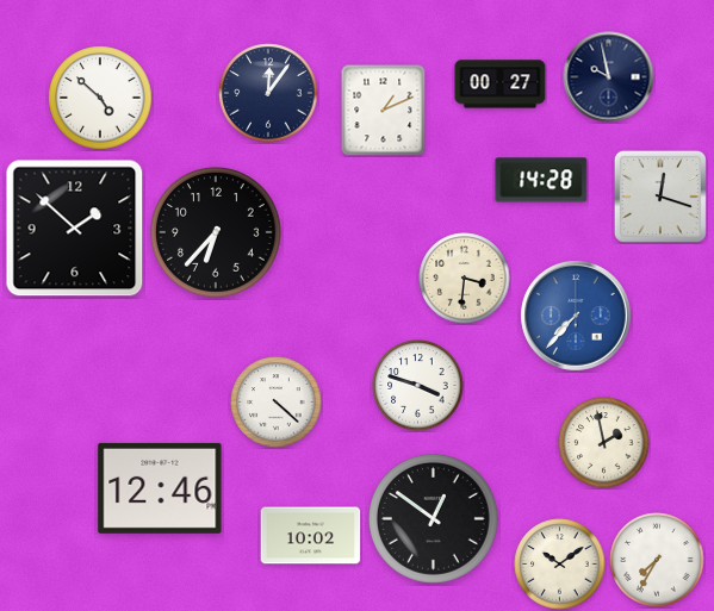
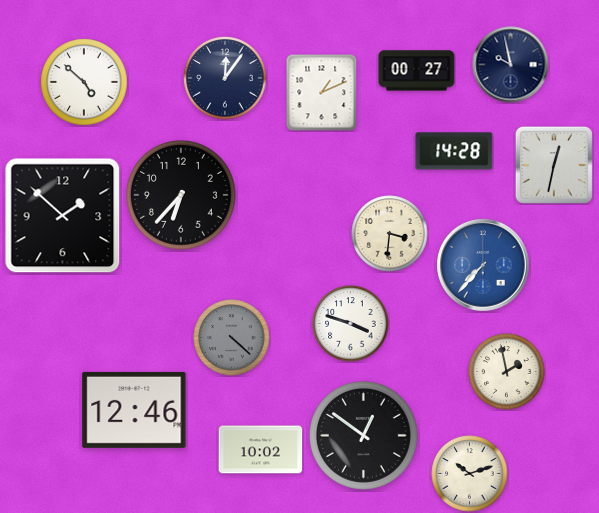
clock at (501, 85) position: (501, 85) -> (417, 71)
clock at (660, 197): 12:18 -> 12:32
clock at (75, 229) position: (75, 229) -> (63, 216)
clock at (277, 403) dial: white -> grey
clock at (657, 560): 7:35 -> none
clock at (560, 565): 10:09 -> 10:12
